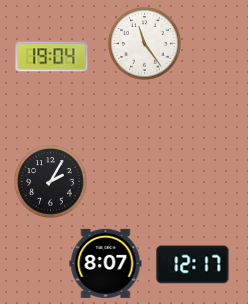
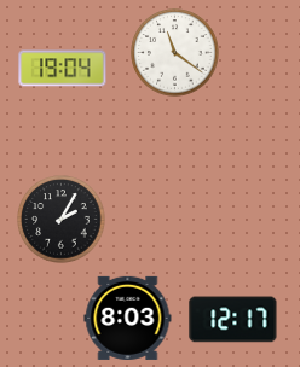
clock at (145, 44): 11:24 -> 11:21
clock at (106, 263): 8:07 -> 8:03
